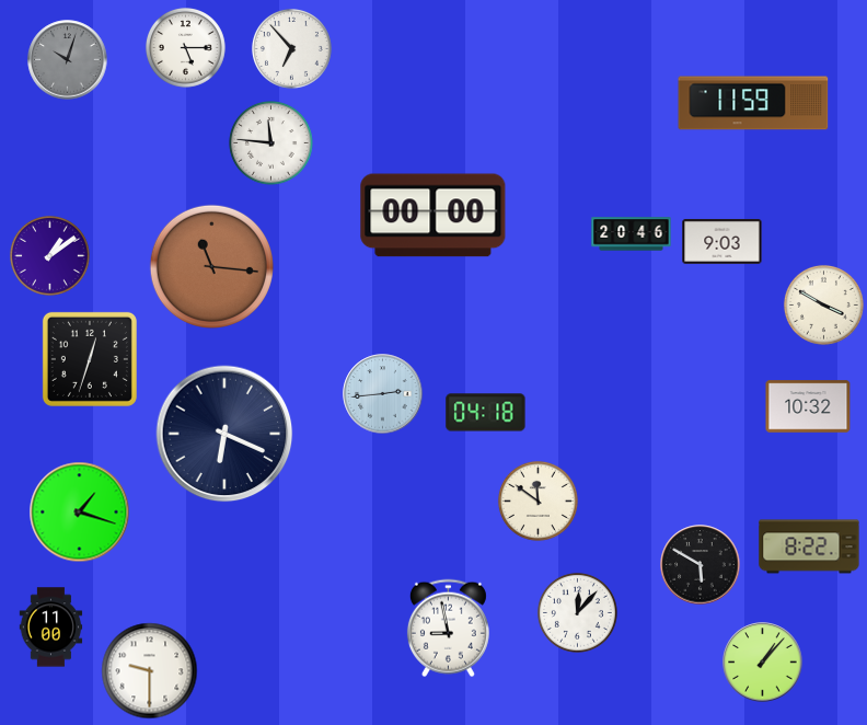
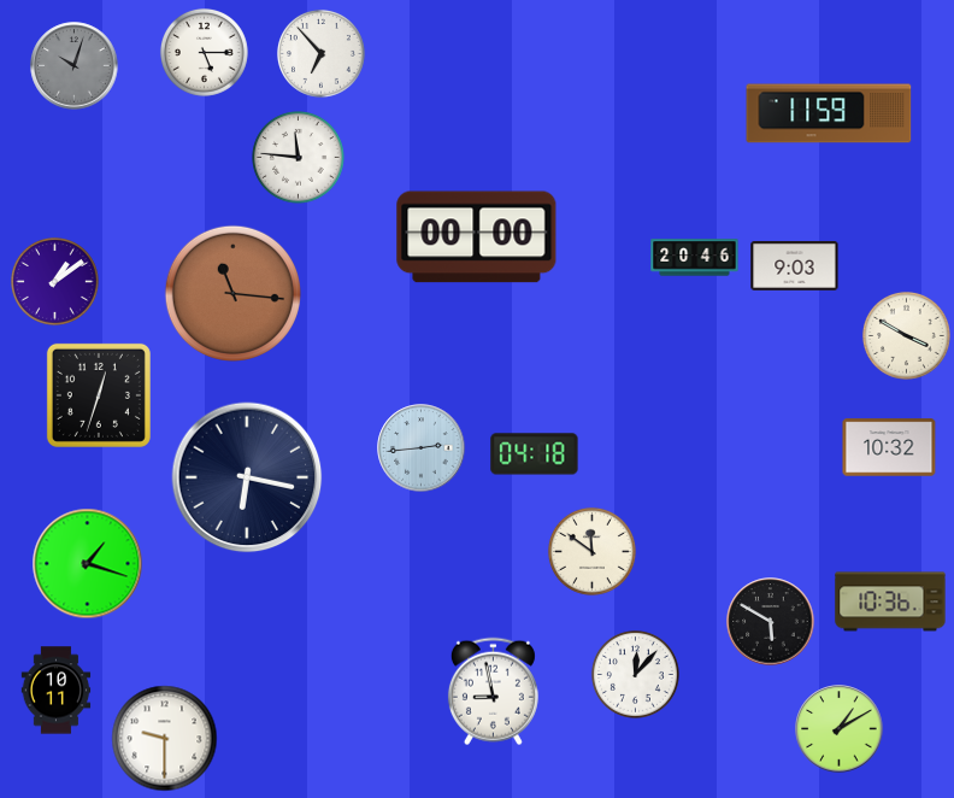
clock at (383, 394) position: (383, 394) -> (422, 448)
clock at (224, 434): 6:19 -> 6:17
clock at (809, 546): 8:22 -> 10:36
clock at (51, 628): 11:00 -> 10:11
clock at (763, 663): 1:07 -> 1:10
